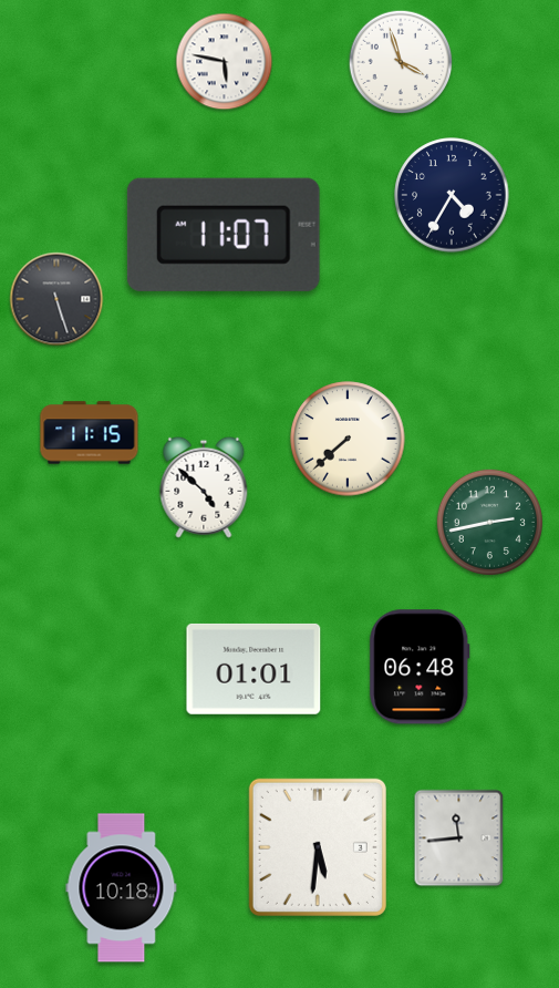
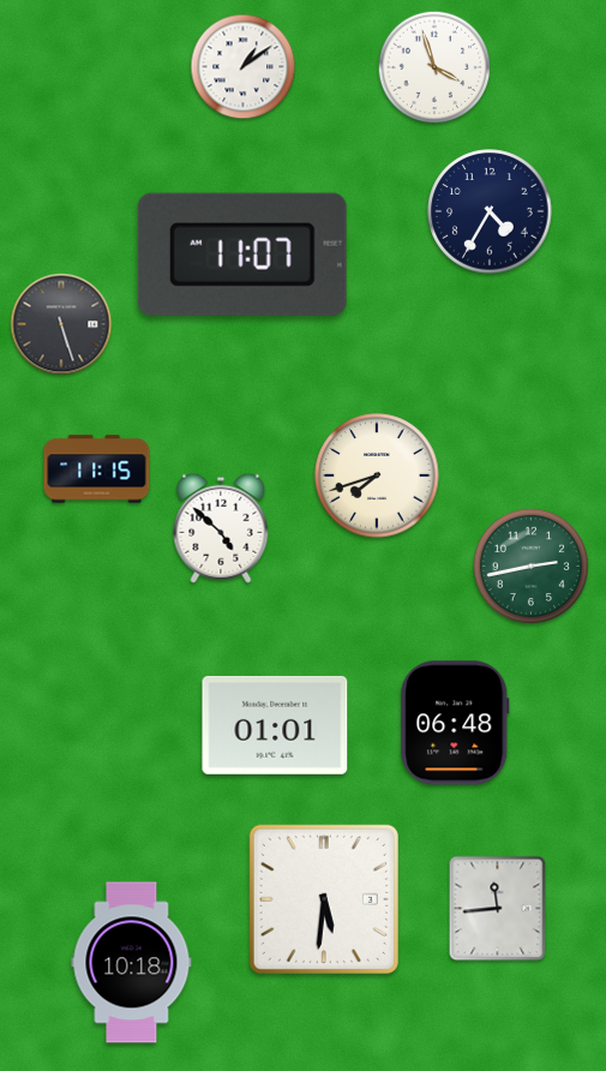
clock at (225, 62): 5:47 -> 1:09
clock at (348, 439): 7:38 -> 7:42
clock at (318, 847) position: (318, 847) -> (324, 899)
